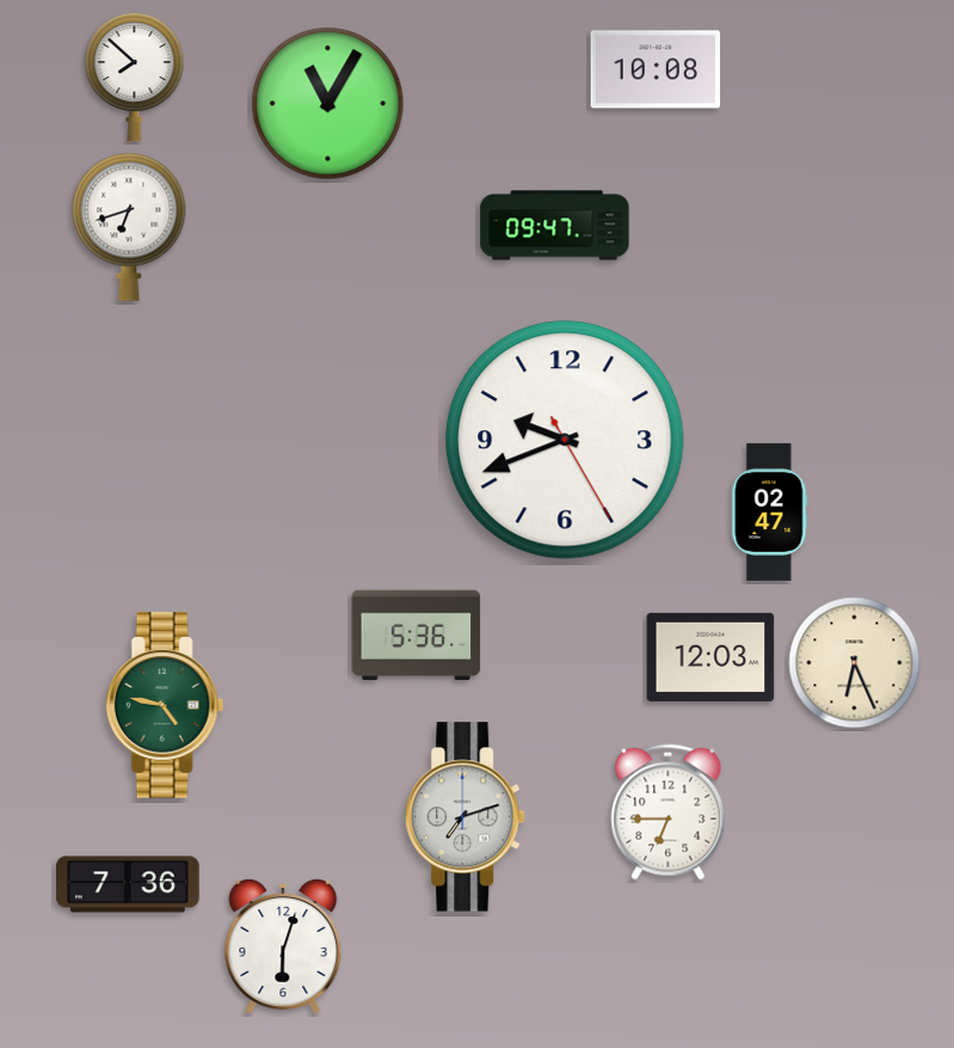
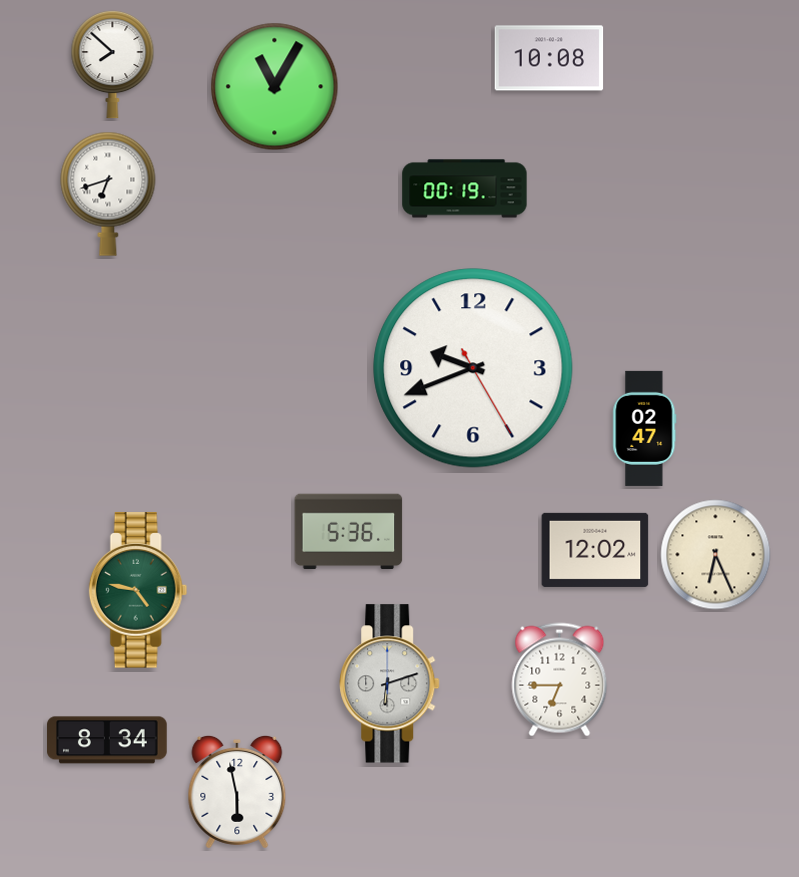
clock at (555, 226): 09:47 -> 00:19
clock at (129, 227) position: (129, 227) -> (108, 194)
clock at (710, 657): 12:03 -> 12:02
clock at (466, 817): 7:12 -> 6:12
clock at (129, 884): 7:36 -> 8:34
clock at (283, 946): 6:03 -> 5:58
